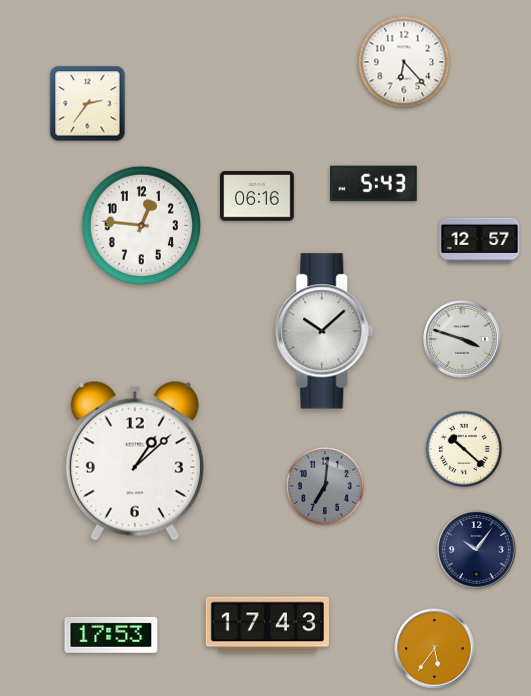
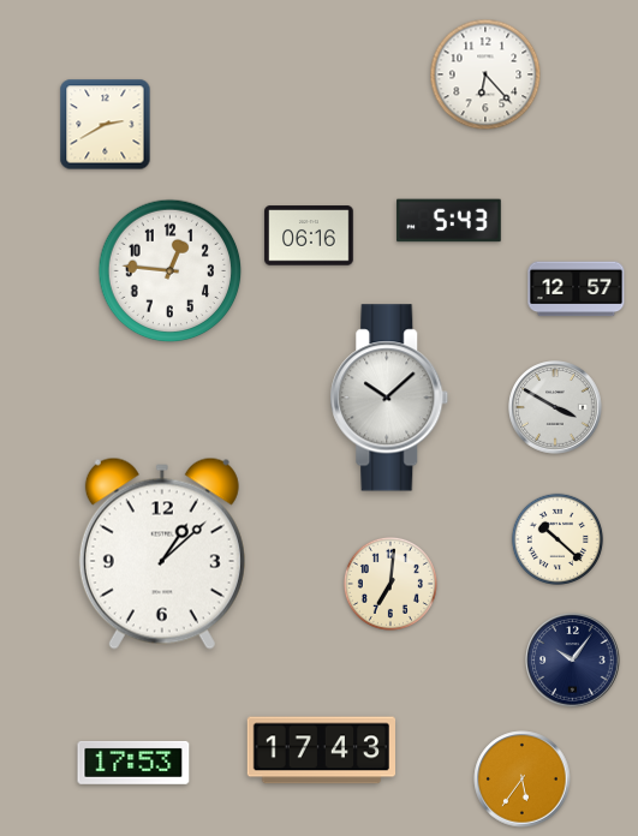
clock at (88, 104): 2:36 -> 2:40
clock at (462, 339): 3:48 -> 3:50
clock at (325, 486) dial: grey -> cream
